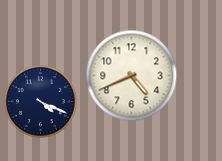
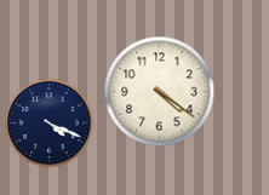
clock at (132, 76): 4:41 -> 4:21
